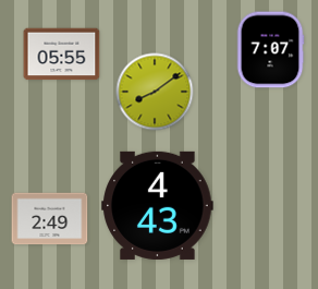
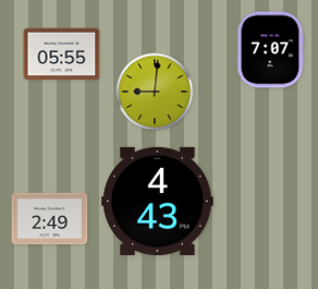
clock at (155, 92): 8:09 -> 9:01
clock at (158, 205) position: (158, 205) -> (158, 201)
